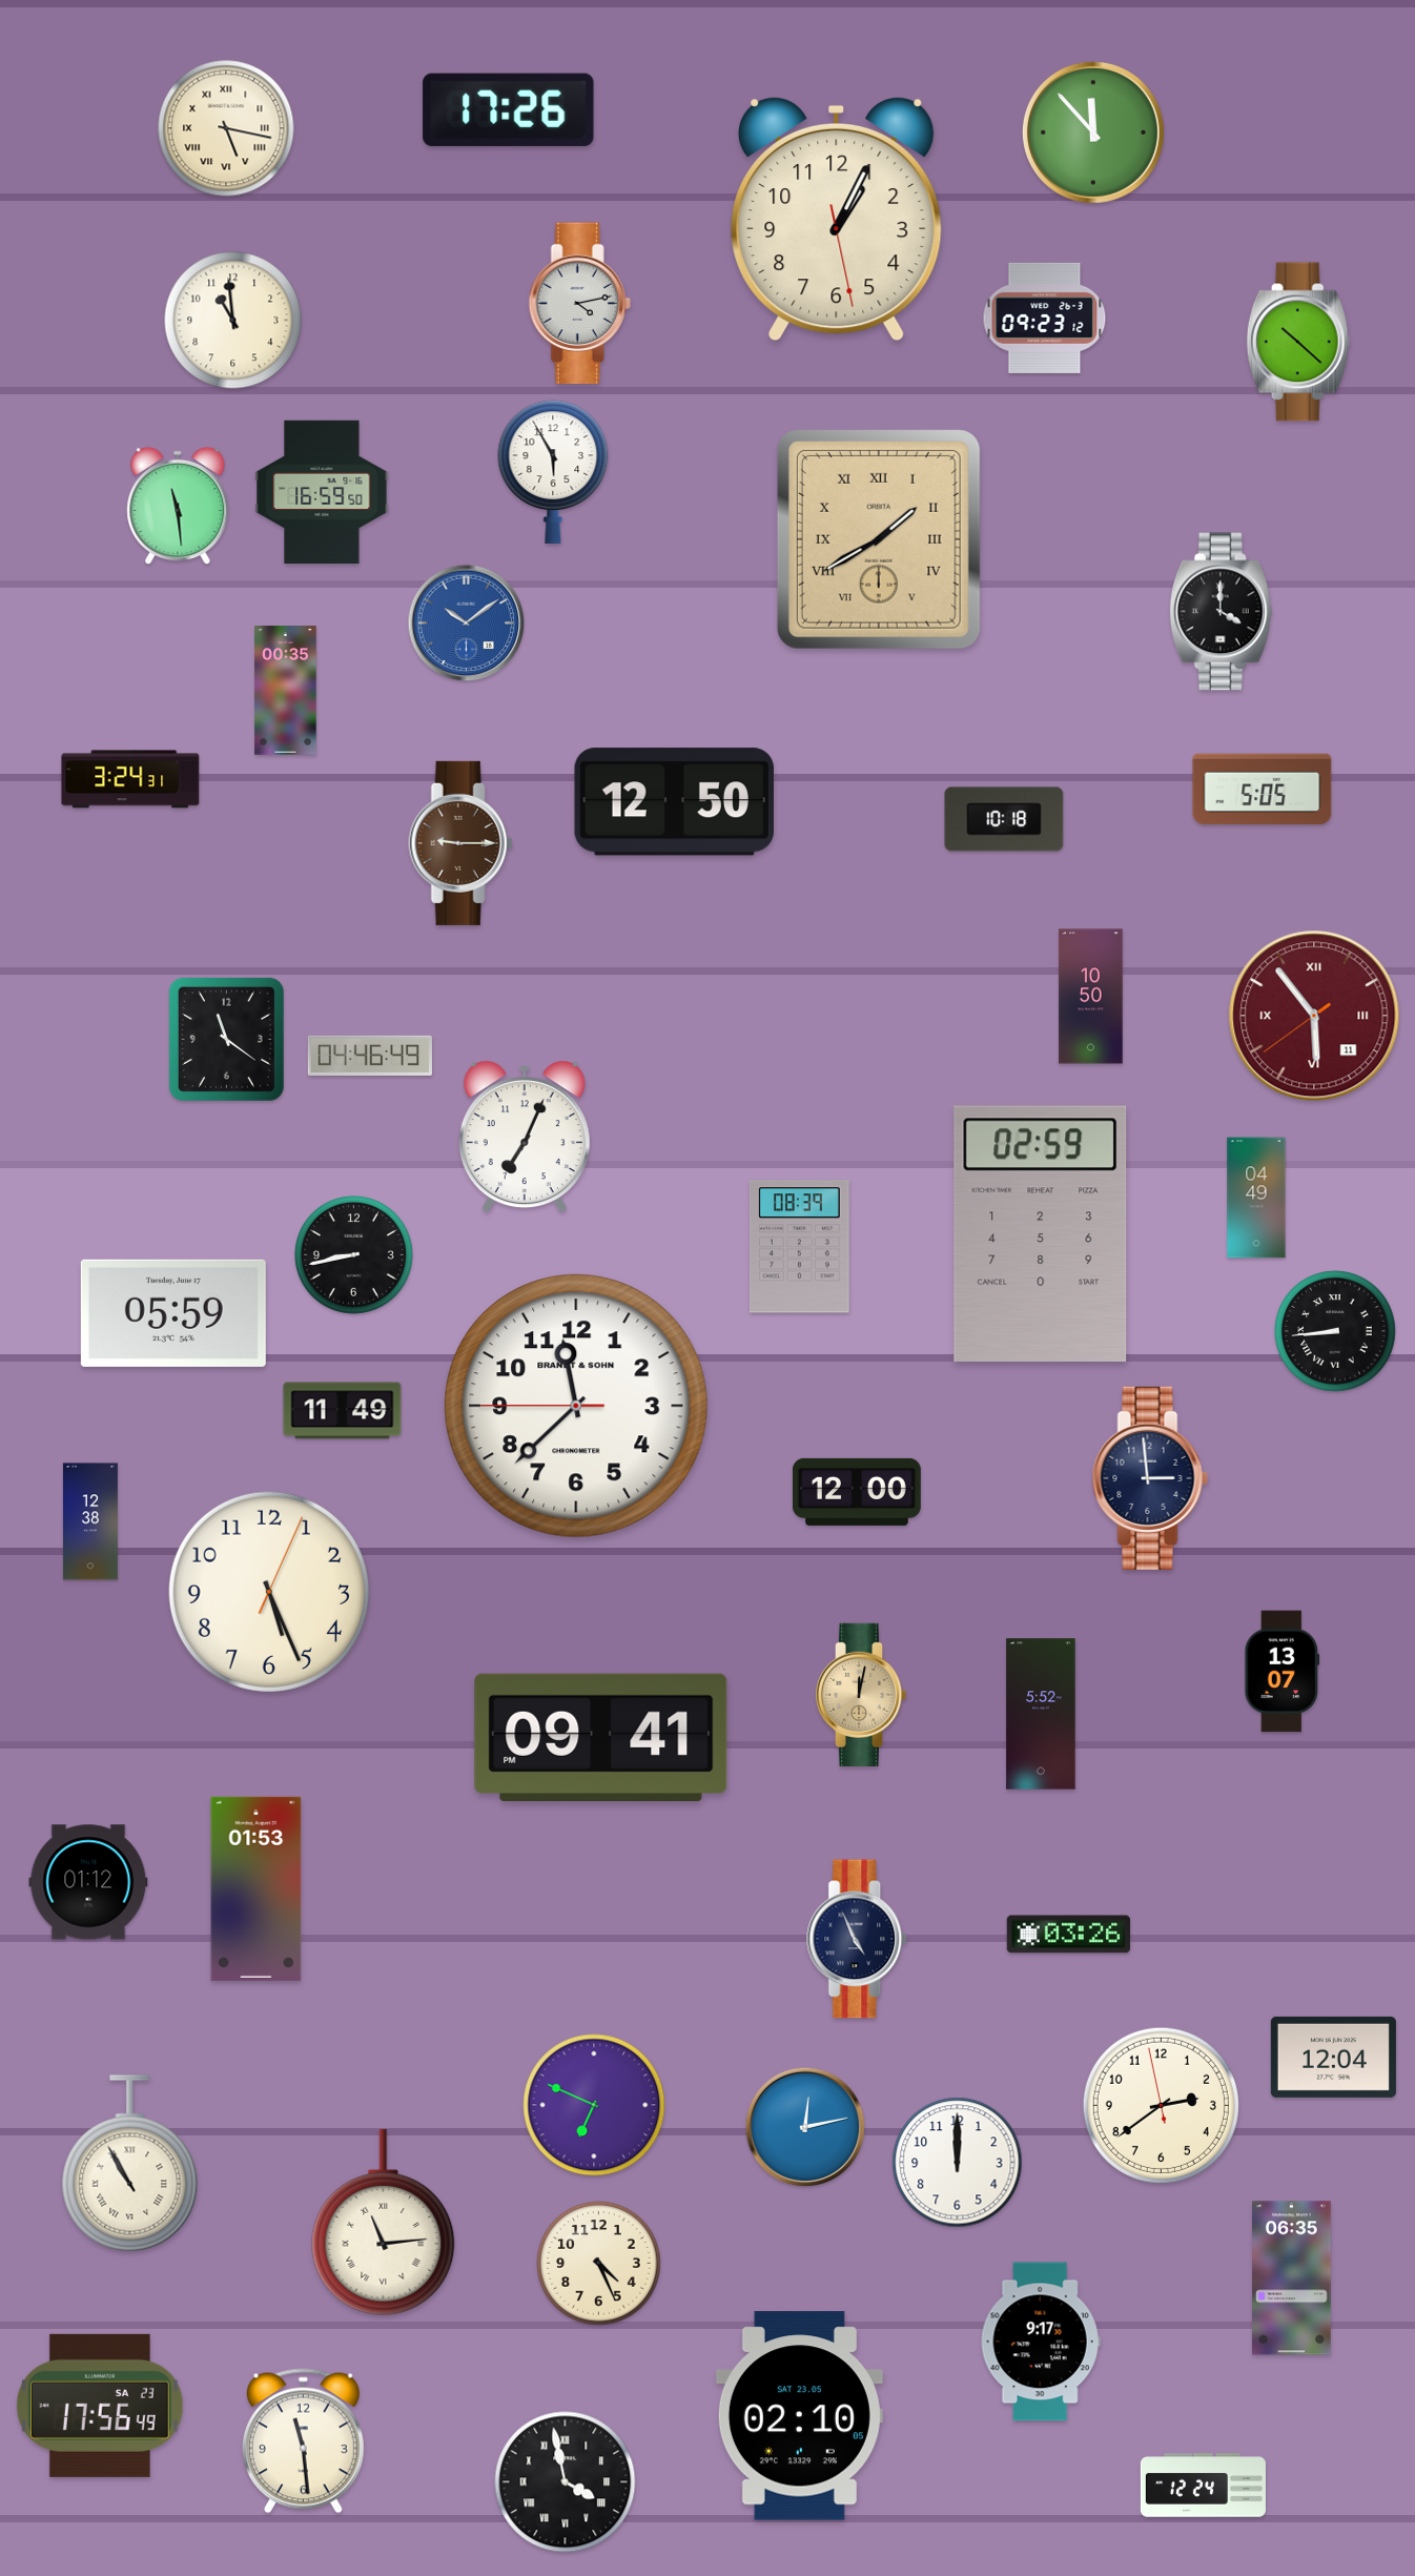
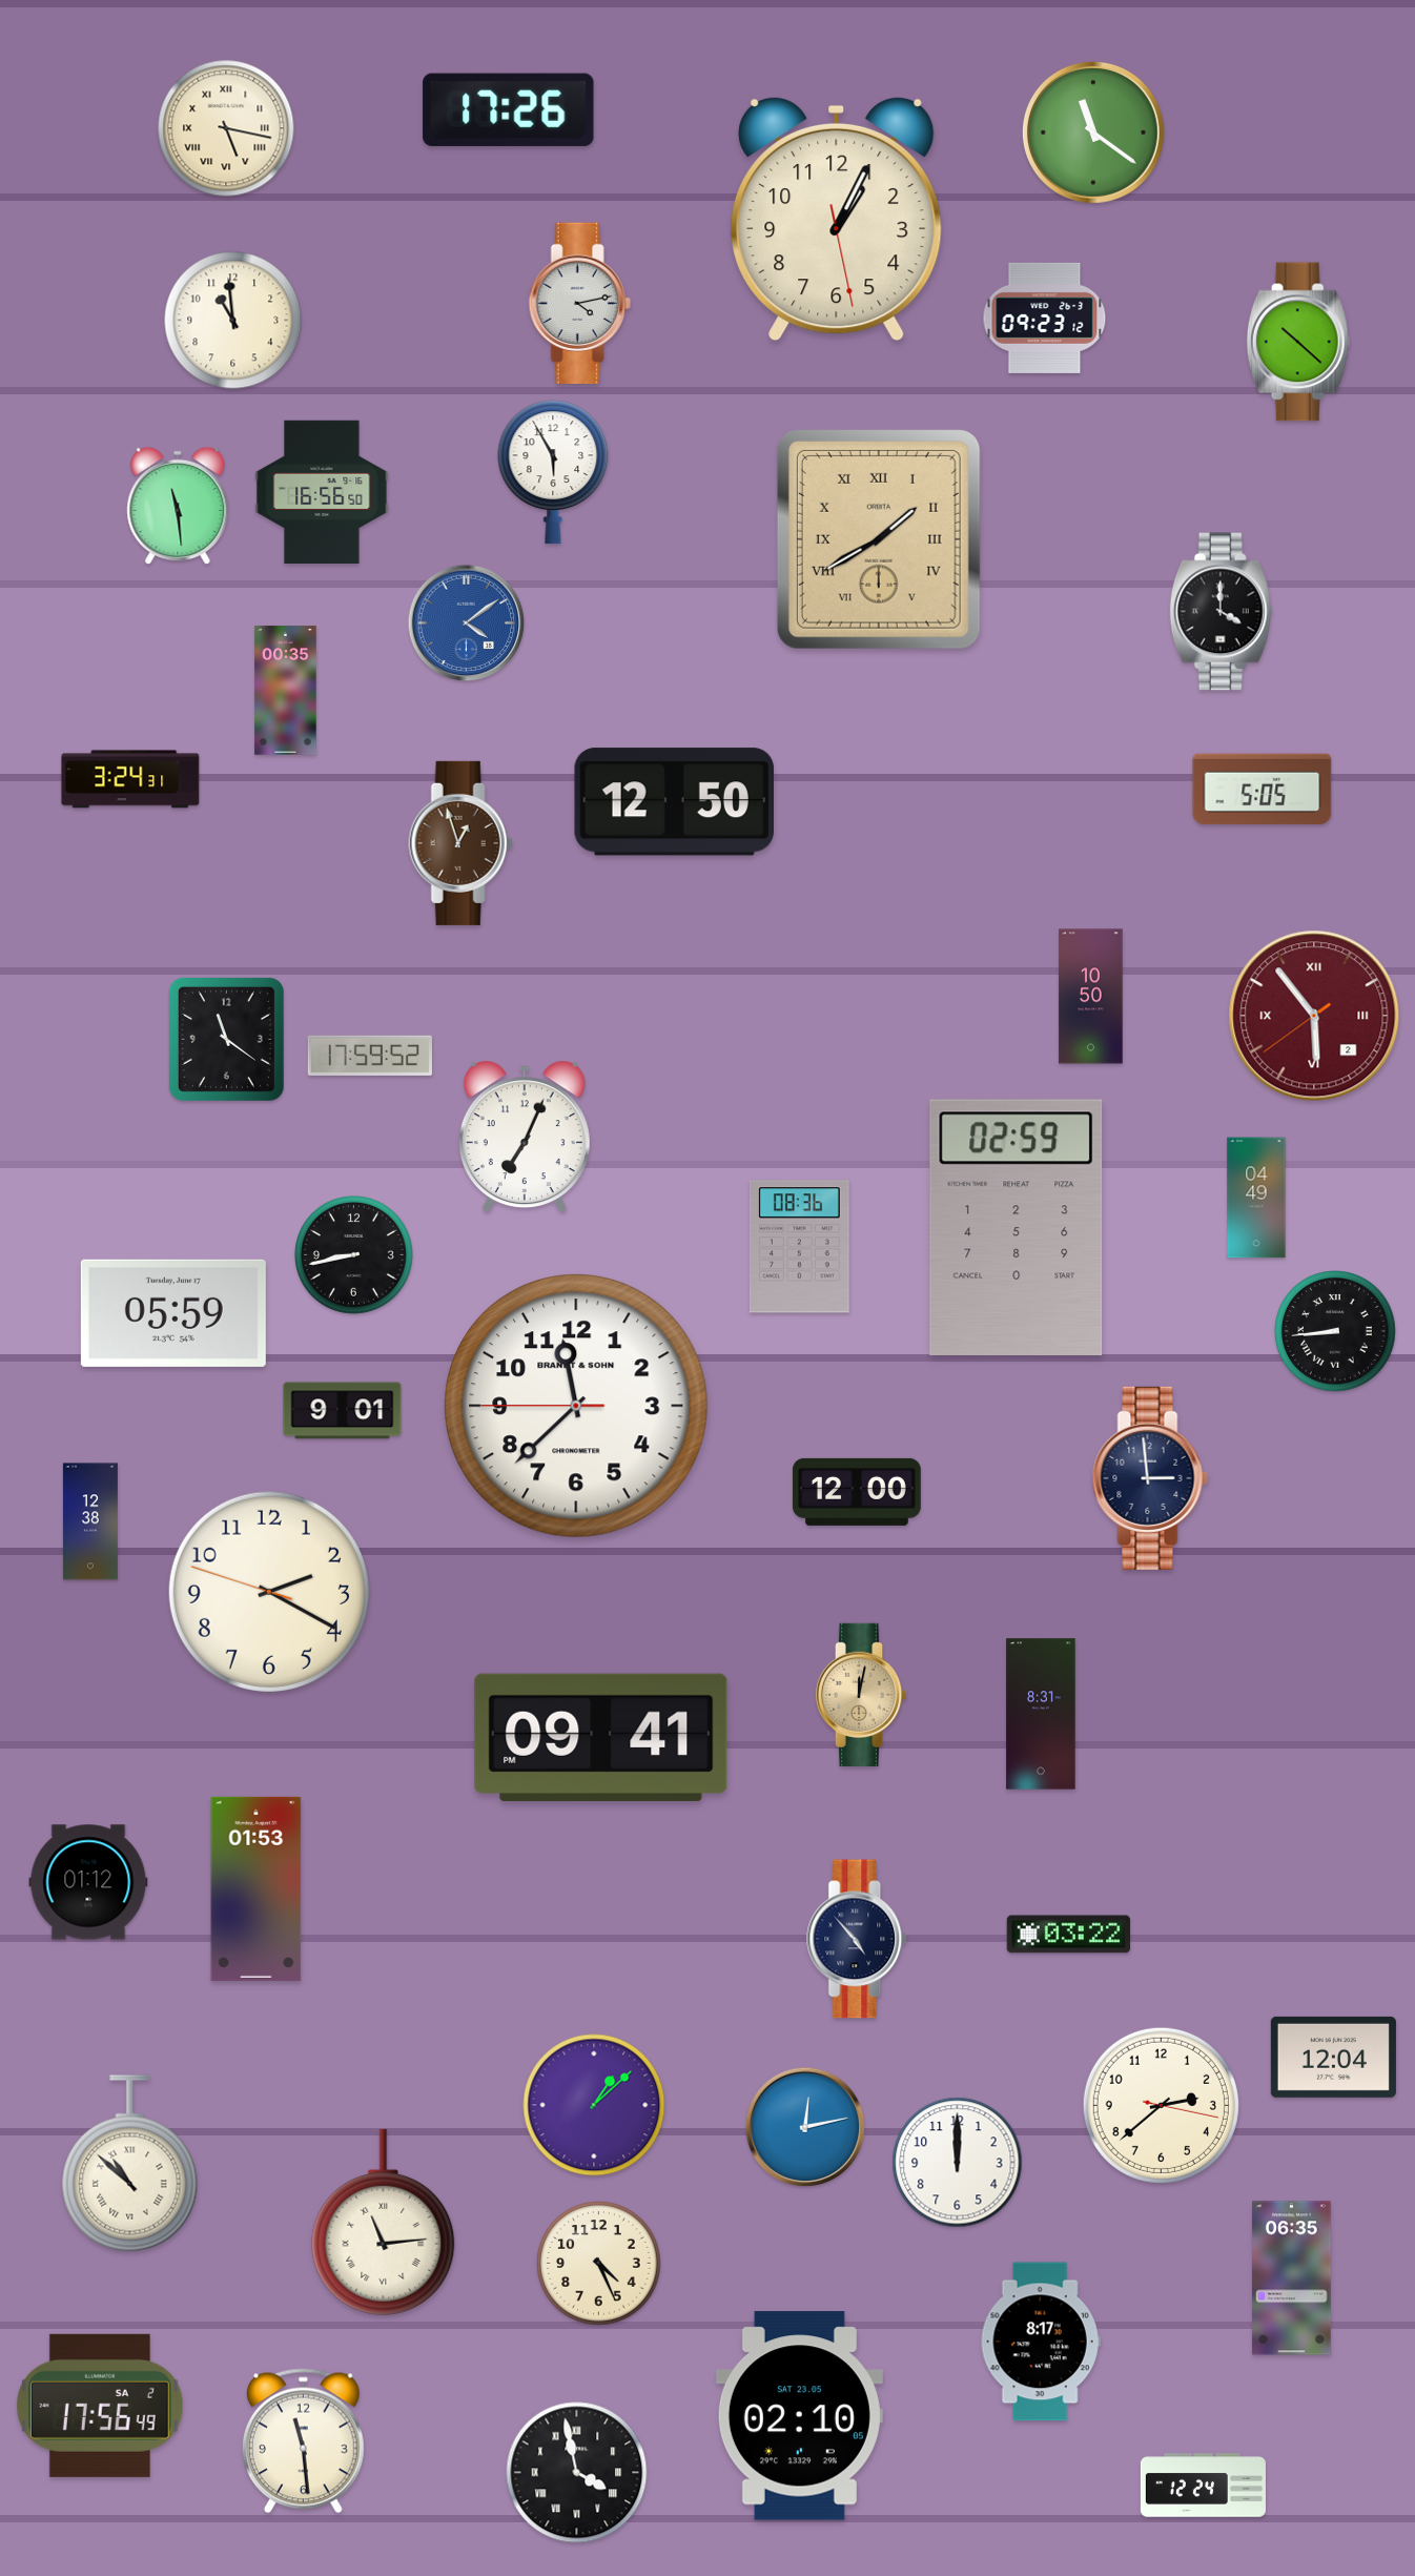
clock at (1093, 132): 11:53 -> 11:21
clock at (322, 491): 16:59 -> 16:56
clock at (467, 623): 10:09 -> 4:09
clock at (1004, 819): 10:18 -> none
clock at (460, 843): 9:15 -> 12:57
clock at (1314, 1016) date: 11 -> 2
clock at (370, 1056): 04:46 -> 17:59
clock at (1041, 1233) position: (1041, 1233) -> (1017, 1227)
clock at (799, 1247): 08:39 -> 08:36
clock at (343, 1411): 11:49 -> 9:01
clock at (269, 1592): 5:26 -> 2:19
clock at (1283, 1672): 13:07 -> none
clock at (1041, 1714): 5:52 -> 8:31
clock at (1069, 1935): 03:26 -> 03:22
clock at (858, 1939): 4:56 -> 4:53
clock at (594, 2105): 6:49 -> 1:08
clock at (1161, 2105): 2:38:58 -> 2:38:17
clock at (130, 2164): 10:55 -> 10:52
clock at (1041, 2342): 9:17 -> 8:17
clock at (100, 2406) date: SA 23 -> SA 2
clock at (566, 2482) position: (566, 2482) -> (577, 2473)
